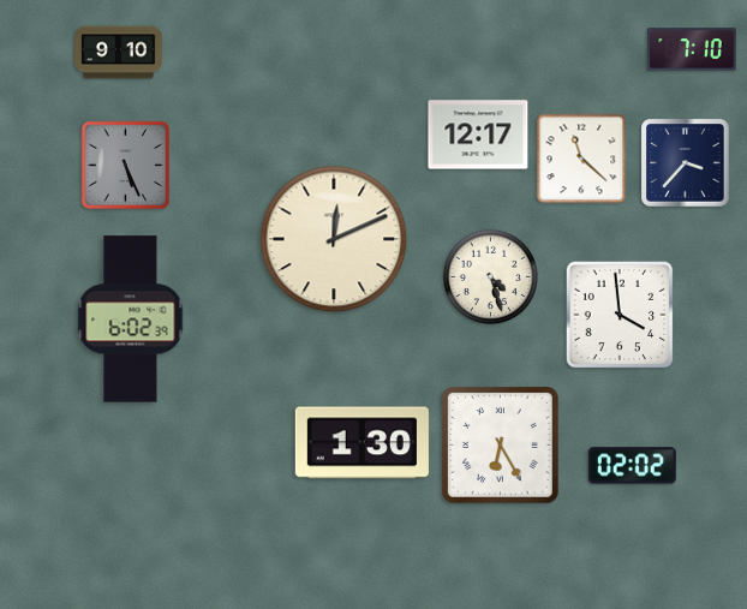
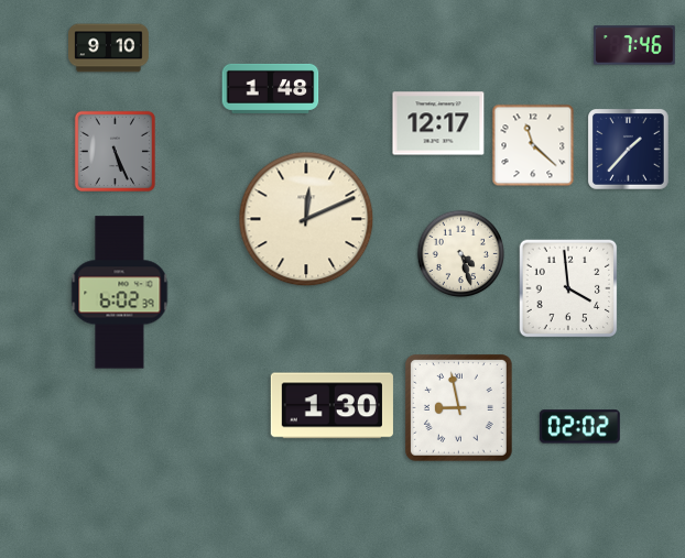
clock at (693, 49): 7:10 -> 7:46
clock at (271, 88): none -> 1:48
clock at (686, 163): 3:37 -> 1:37
clock at (491, 277) position: (491, 277) -> (461, 254)
clock at (500, 444): 6:25 -> 8:58
